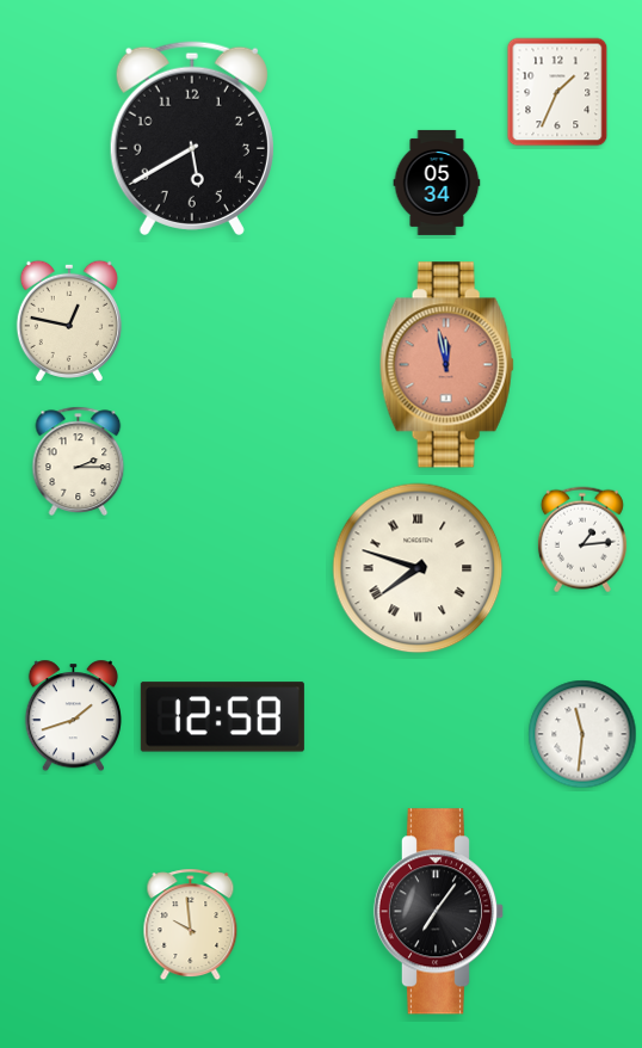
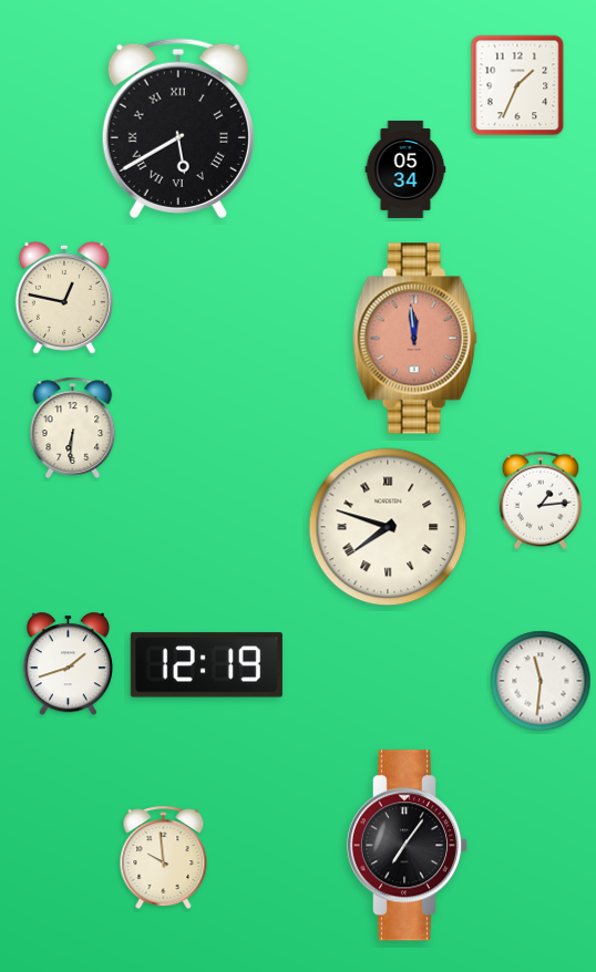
clock at (192, 138) numerals: Arabic -> Roman
clock at (446, 365): 11:58 -> 11:59
clock at (79, 461): 2:15 -> 6:31
clock at (222, 717): 12:58 -> 12:19
clock at (191, 925) position: (191, 925) -> (164, 858)
